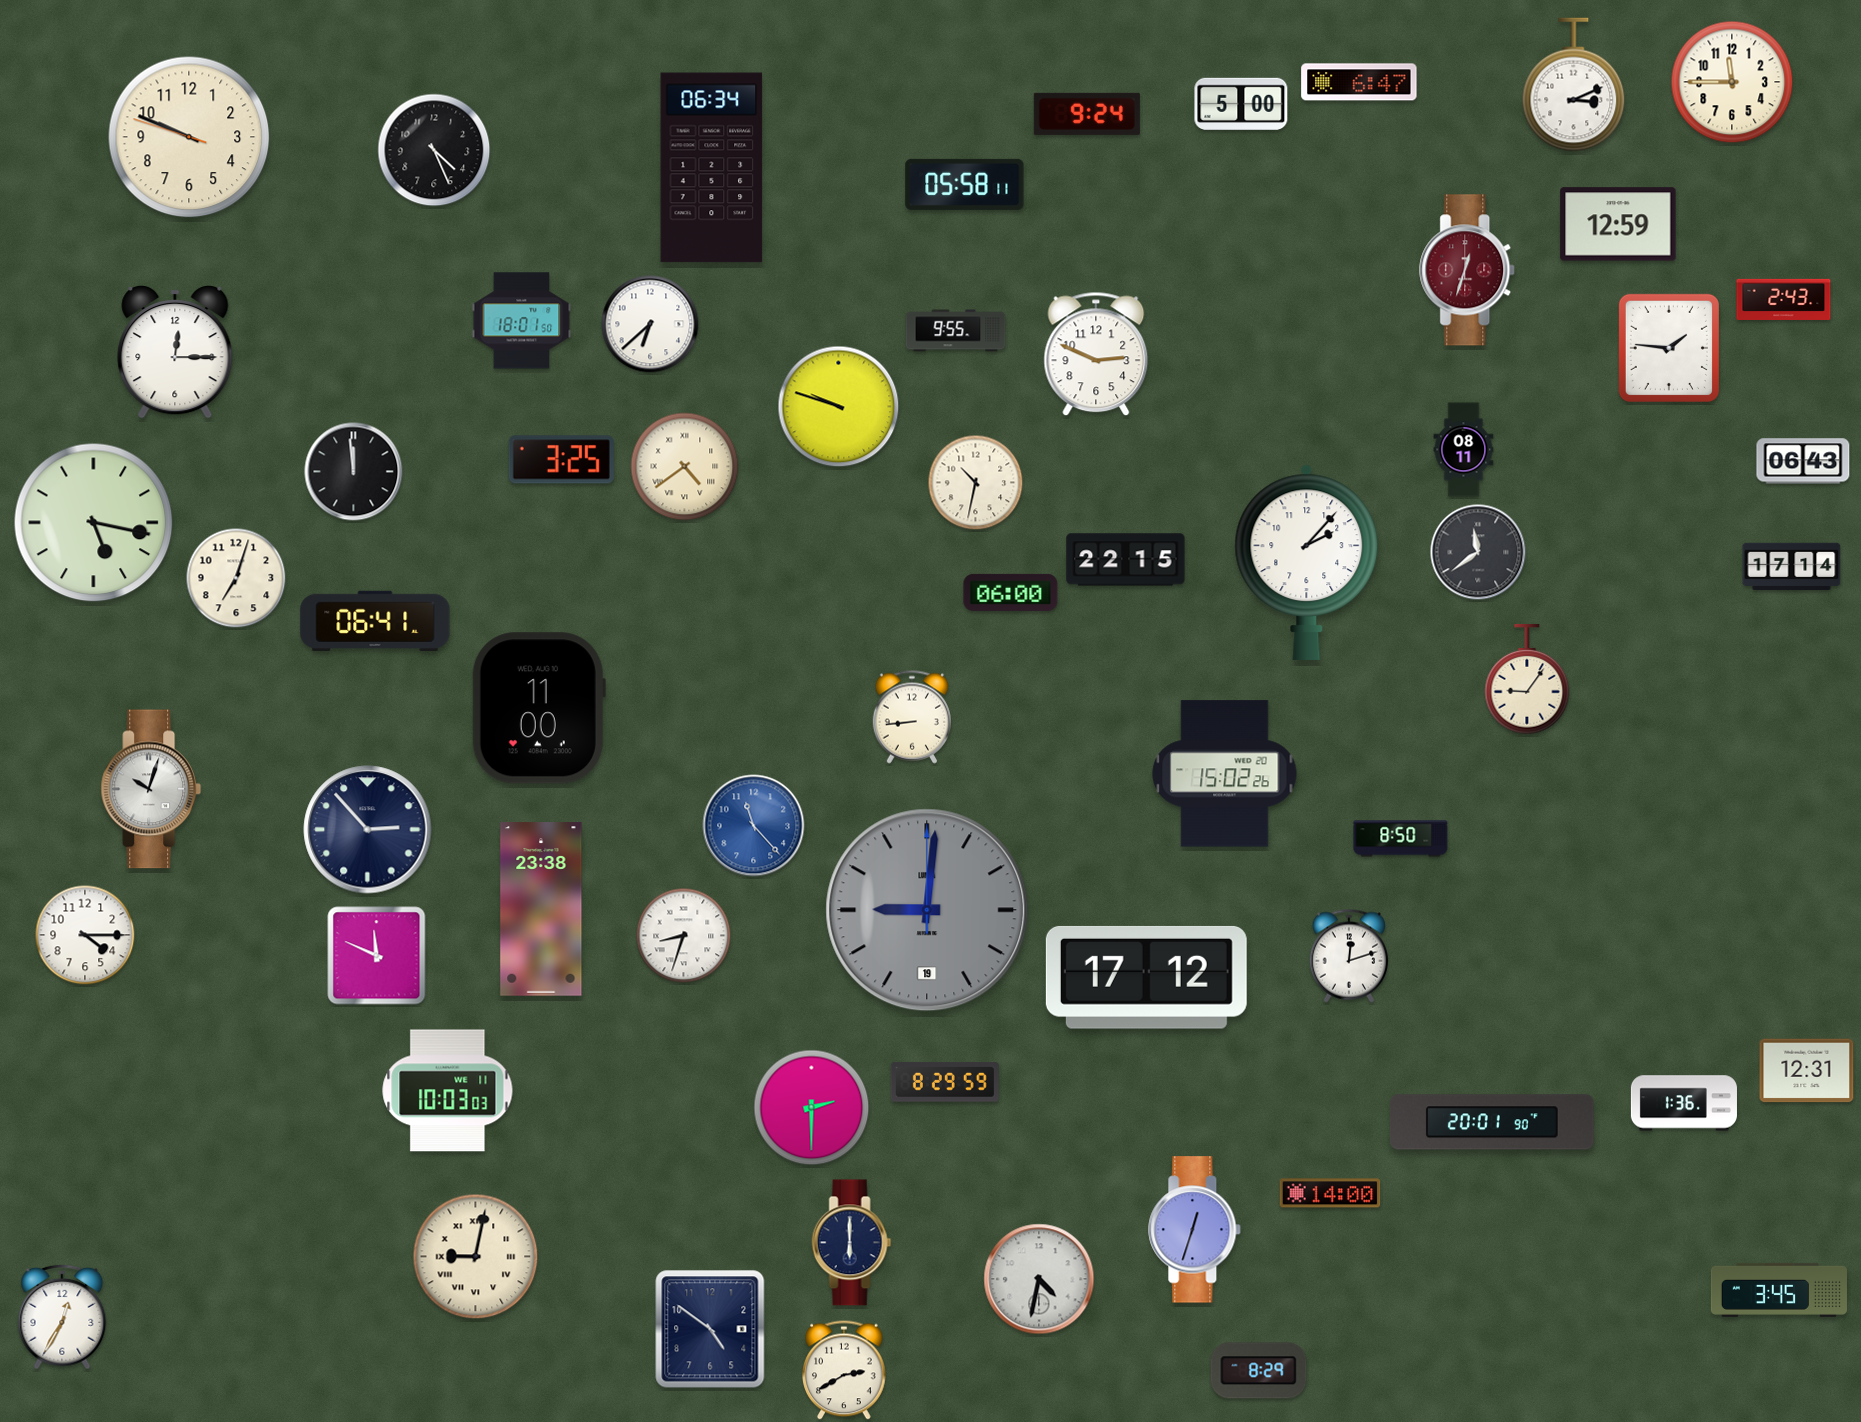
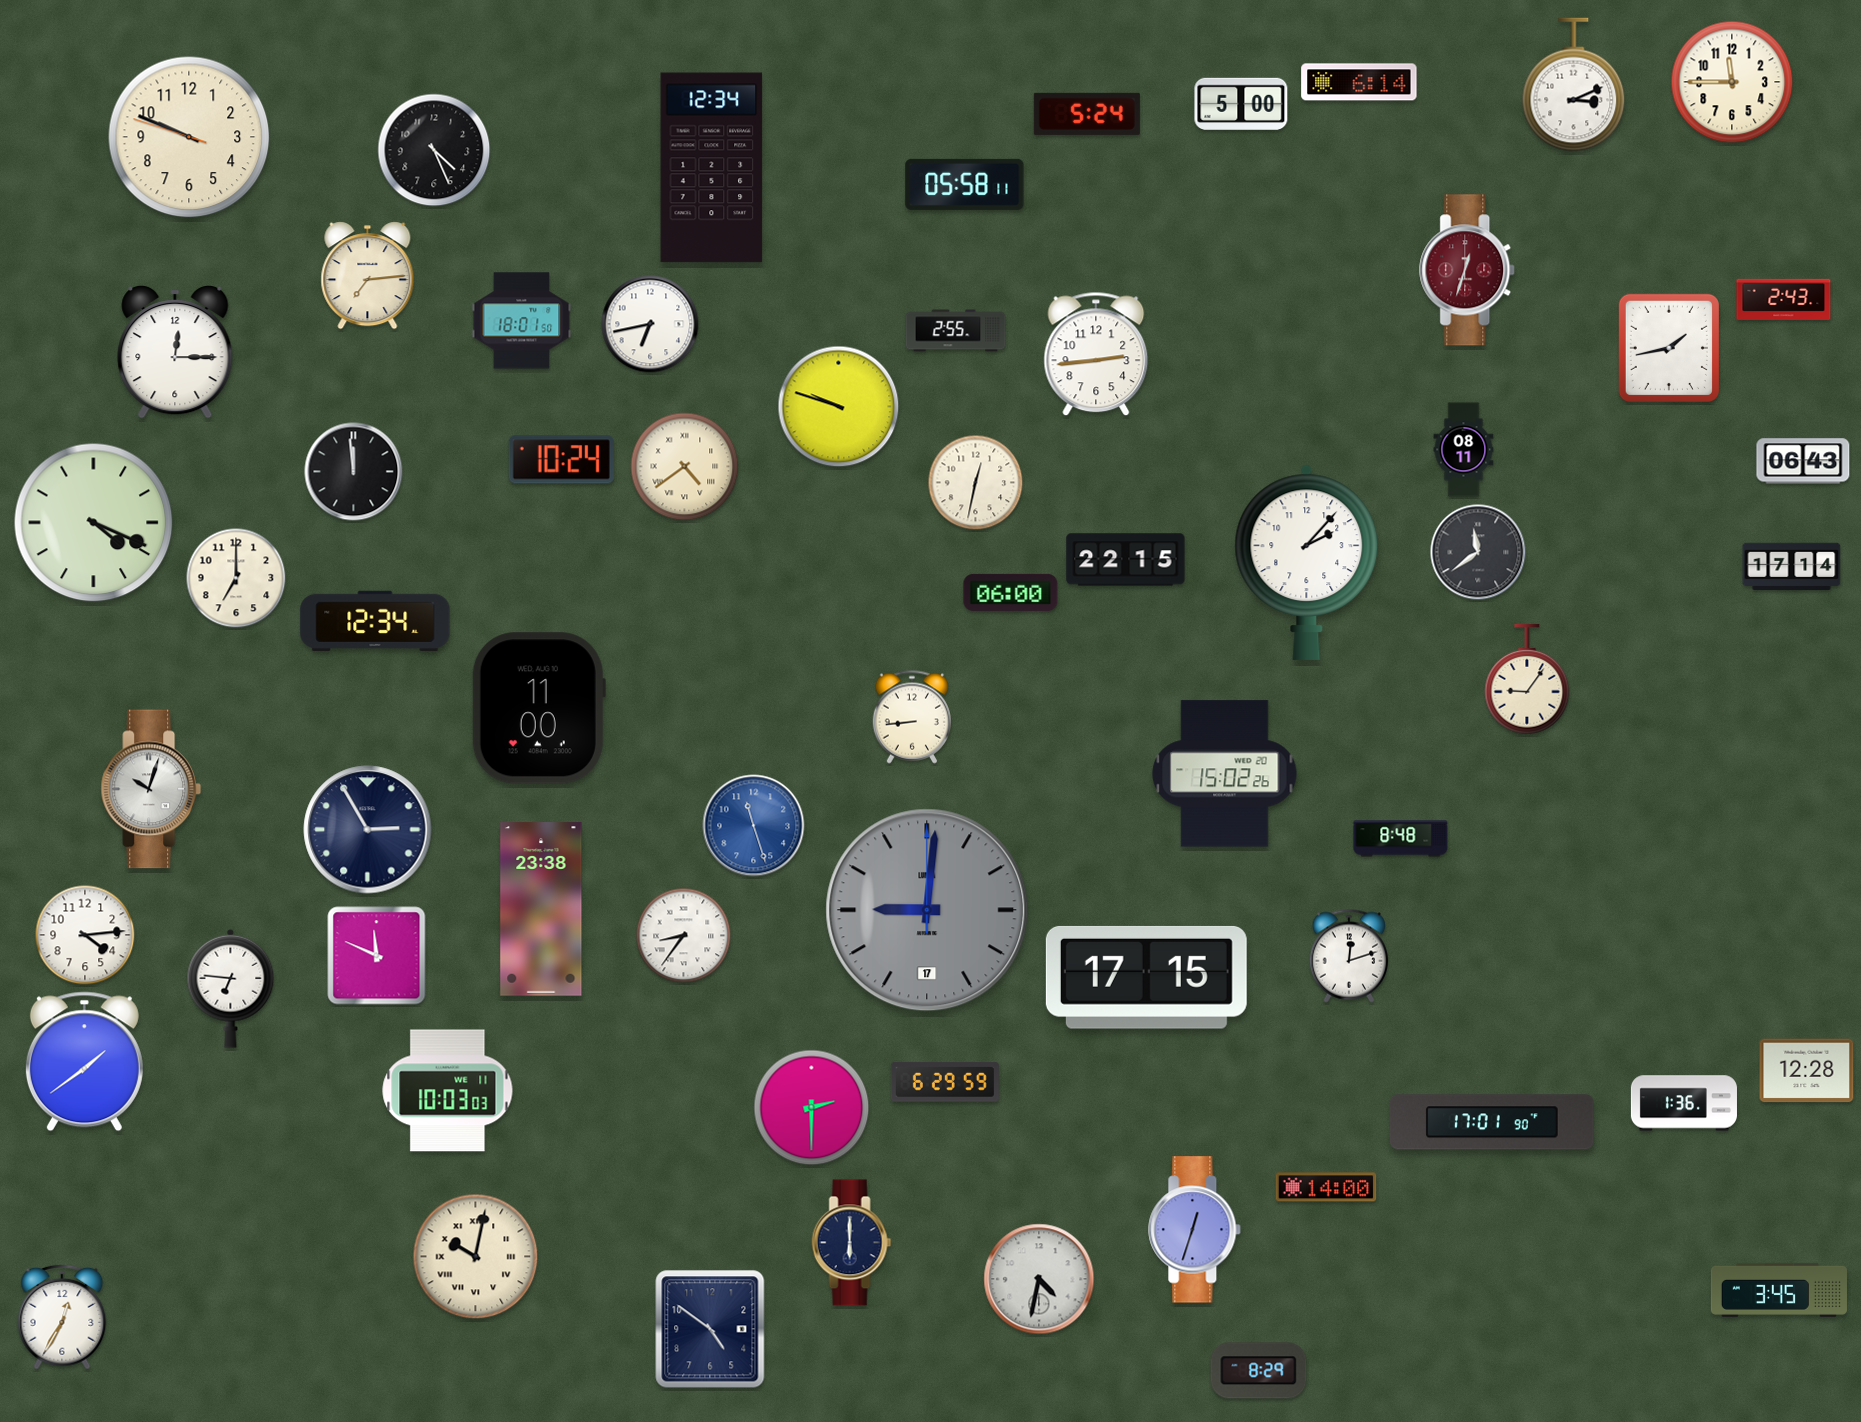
clock at (1359, 82): 6:47 -> 6:14
clock at (1087, 114): 9:24 -> 5:24
clock at (712, 168): 06:34 -> 12:34
clock at (1618, 224): 12:59 -> none
clock at (368, 276): none -> 7:14
clock at (650, 324): 6:38 -> 6:43
clock at (956, 331): 9:55 -> 2:55
clock at (1669, 348): 1:46 -> 1:43
clock at (1096, 354): 2:49 -> 2:44
clock at (561, 460): 3:25 -> 10:24
clock at (976, 483): 10:32 -> 12:32
clock at (94, 523): 5:17 -> 4:19
clock at (236, 578): 7:03 -> 7:00
clock at (375, 621): 06:41 -> 12:34
clock at (754, 826): 11:23 -> 11:27
clock at (368, 830): 2:53 -> 2:55
clock at (1401, 839): 8:50 -> 8:48
clock at (927, 910) date: 19 -> 17
clock at (85, 935): 4:15 -> 4:14
clock at (684, 936): 8:33 -> 8:36
clock at (1146, 977): 17:12 -> 17:15
clock at (231, 988): none -> 6:46
clock at (84, 1062): none -> 1:39
clock at (1807, 1071): 12:31 -> 12:28
clock at (945, 1083): 8:29 -> 6:29
clock at (1493, 1122): 20:01 -> 17:01
clock at (1330, 1193) position: (1330, 1193) -> (1326, 1187)
clock at (476, 1257): 9:02 -> 10:02
clock at (844, 1370): 2:40 -> none
